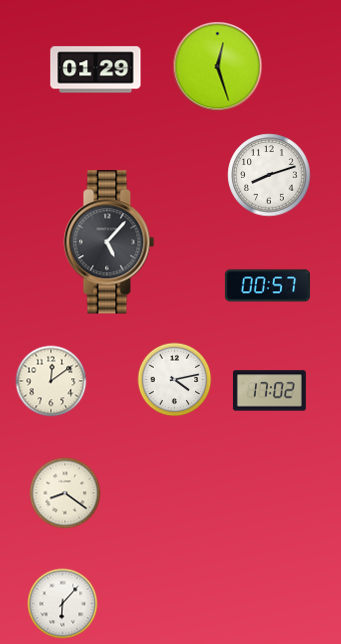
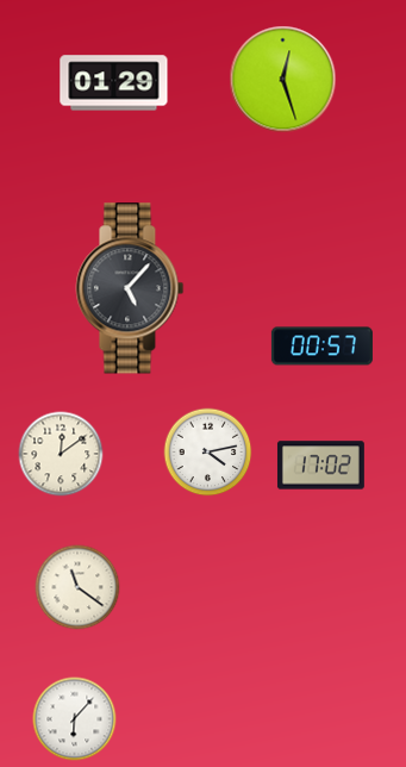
clock at (218, 67) position: (218, 67) -> (283, 80)
clock at (269, 175): 8:12 -> none
clock at (267, 286) position: (267, 286) -> (321, 347)
clock at (65, 493): 8:21 -> 11:21
